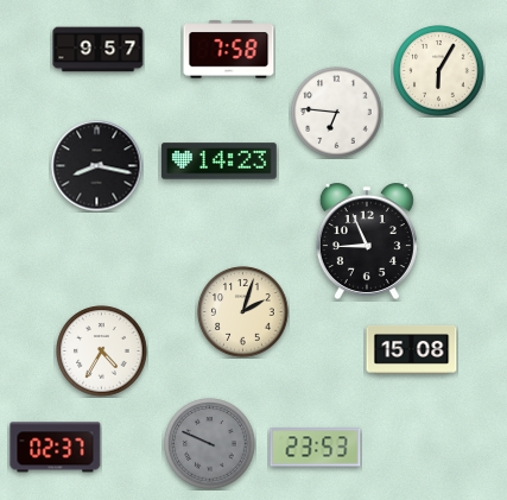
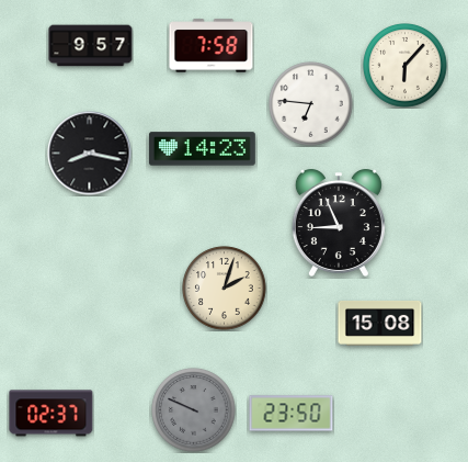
clock at (439, 71): 6:05 -> 6:07
clock at (102, 352): 4:35 -> none
clock at (316, 448): 23:53 -> 23:50
